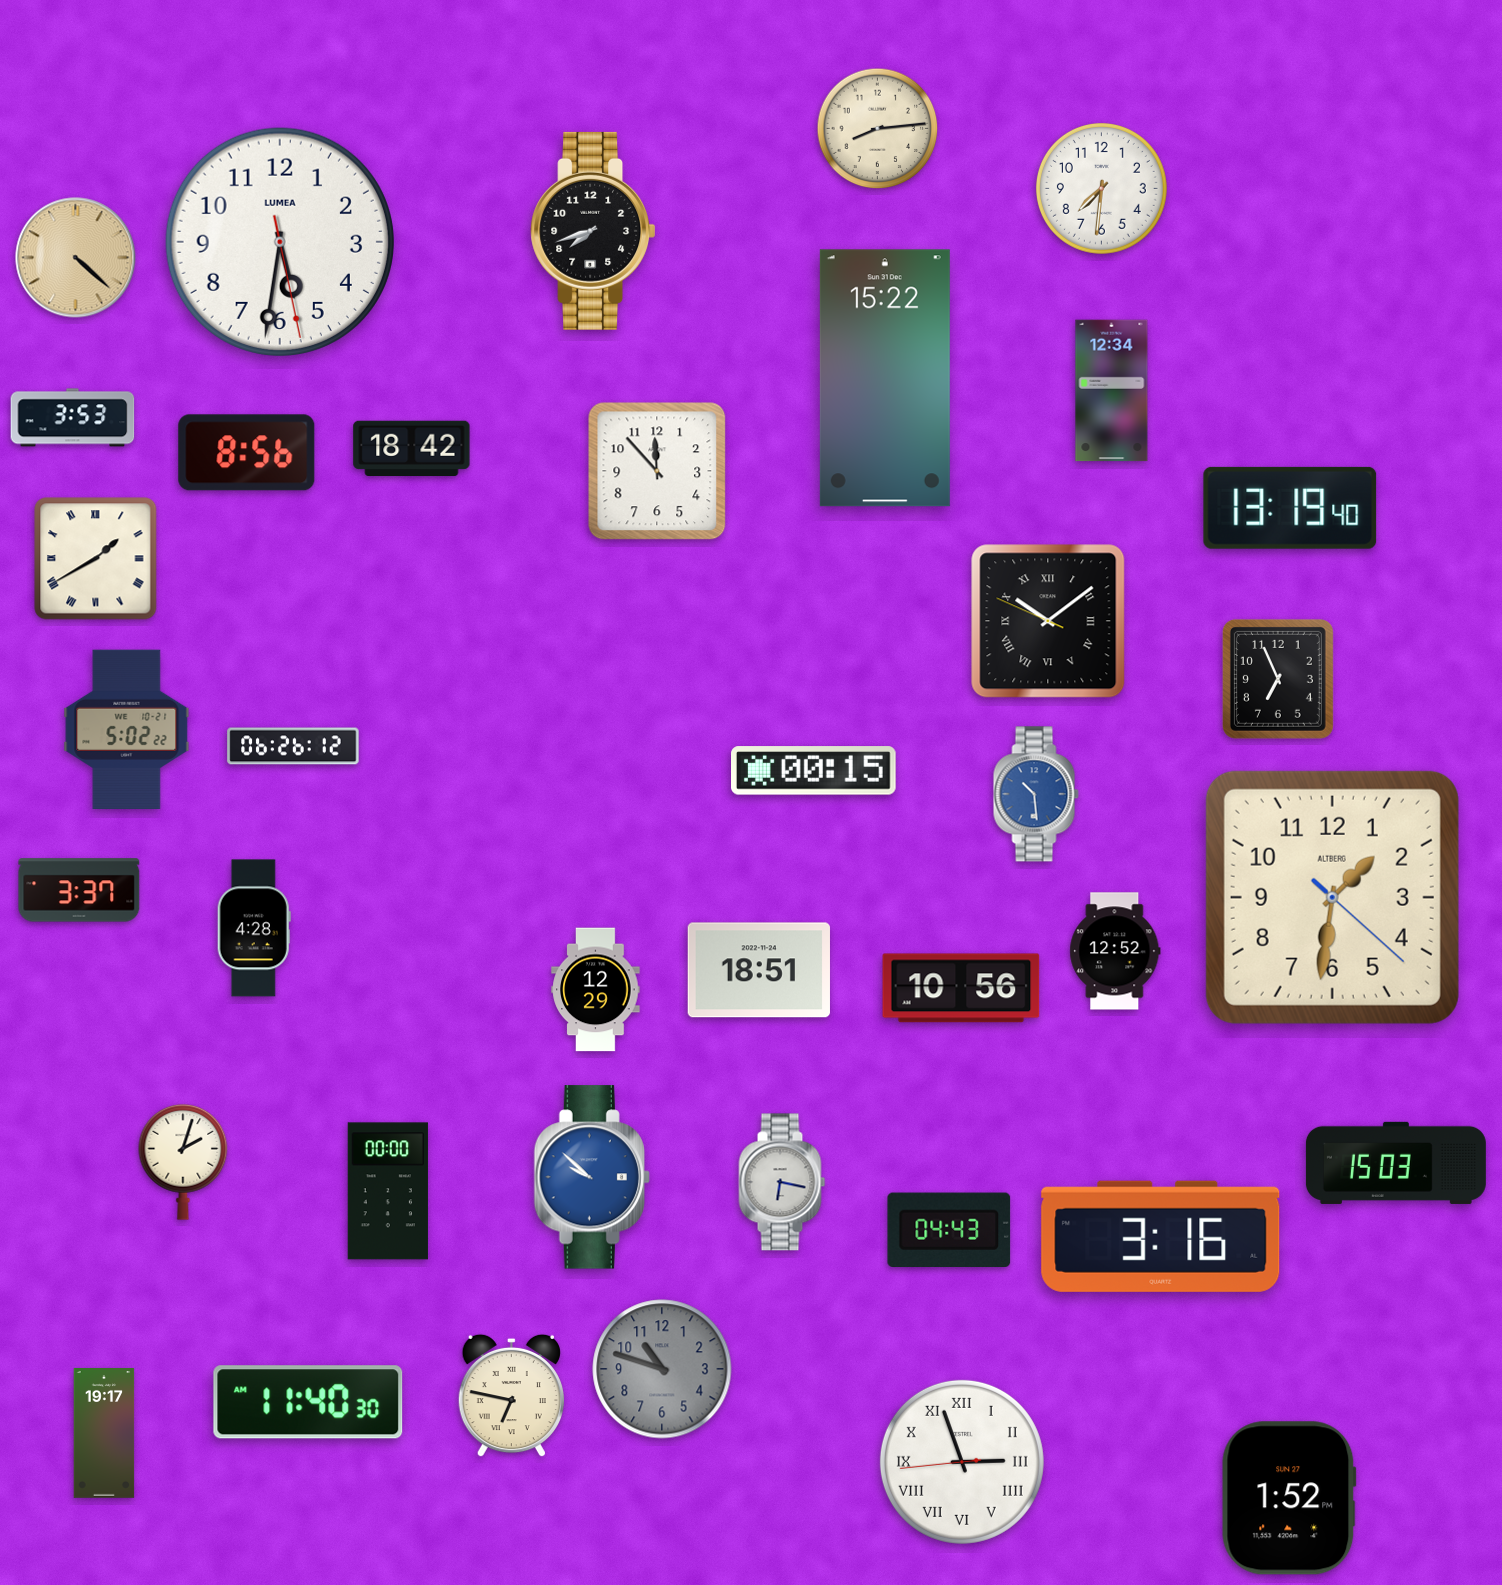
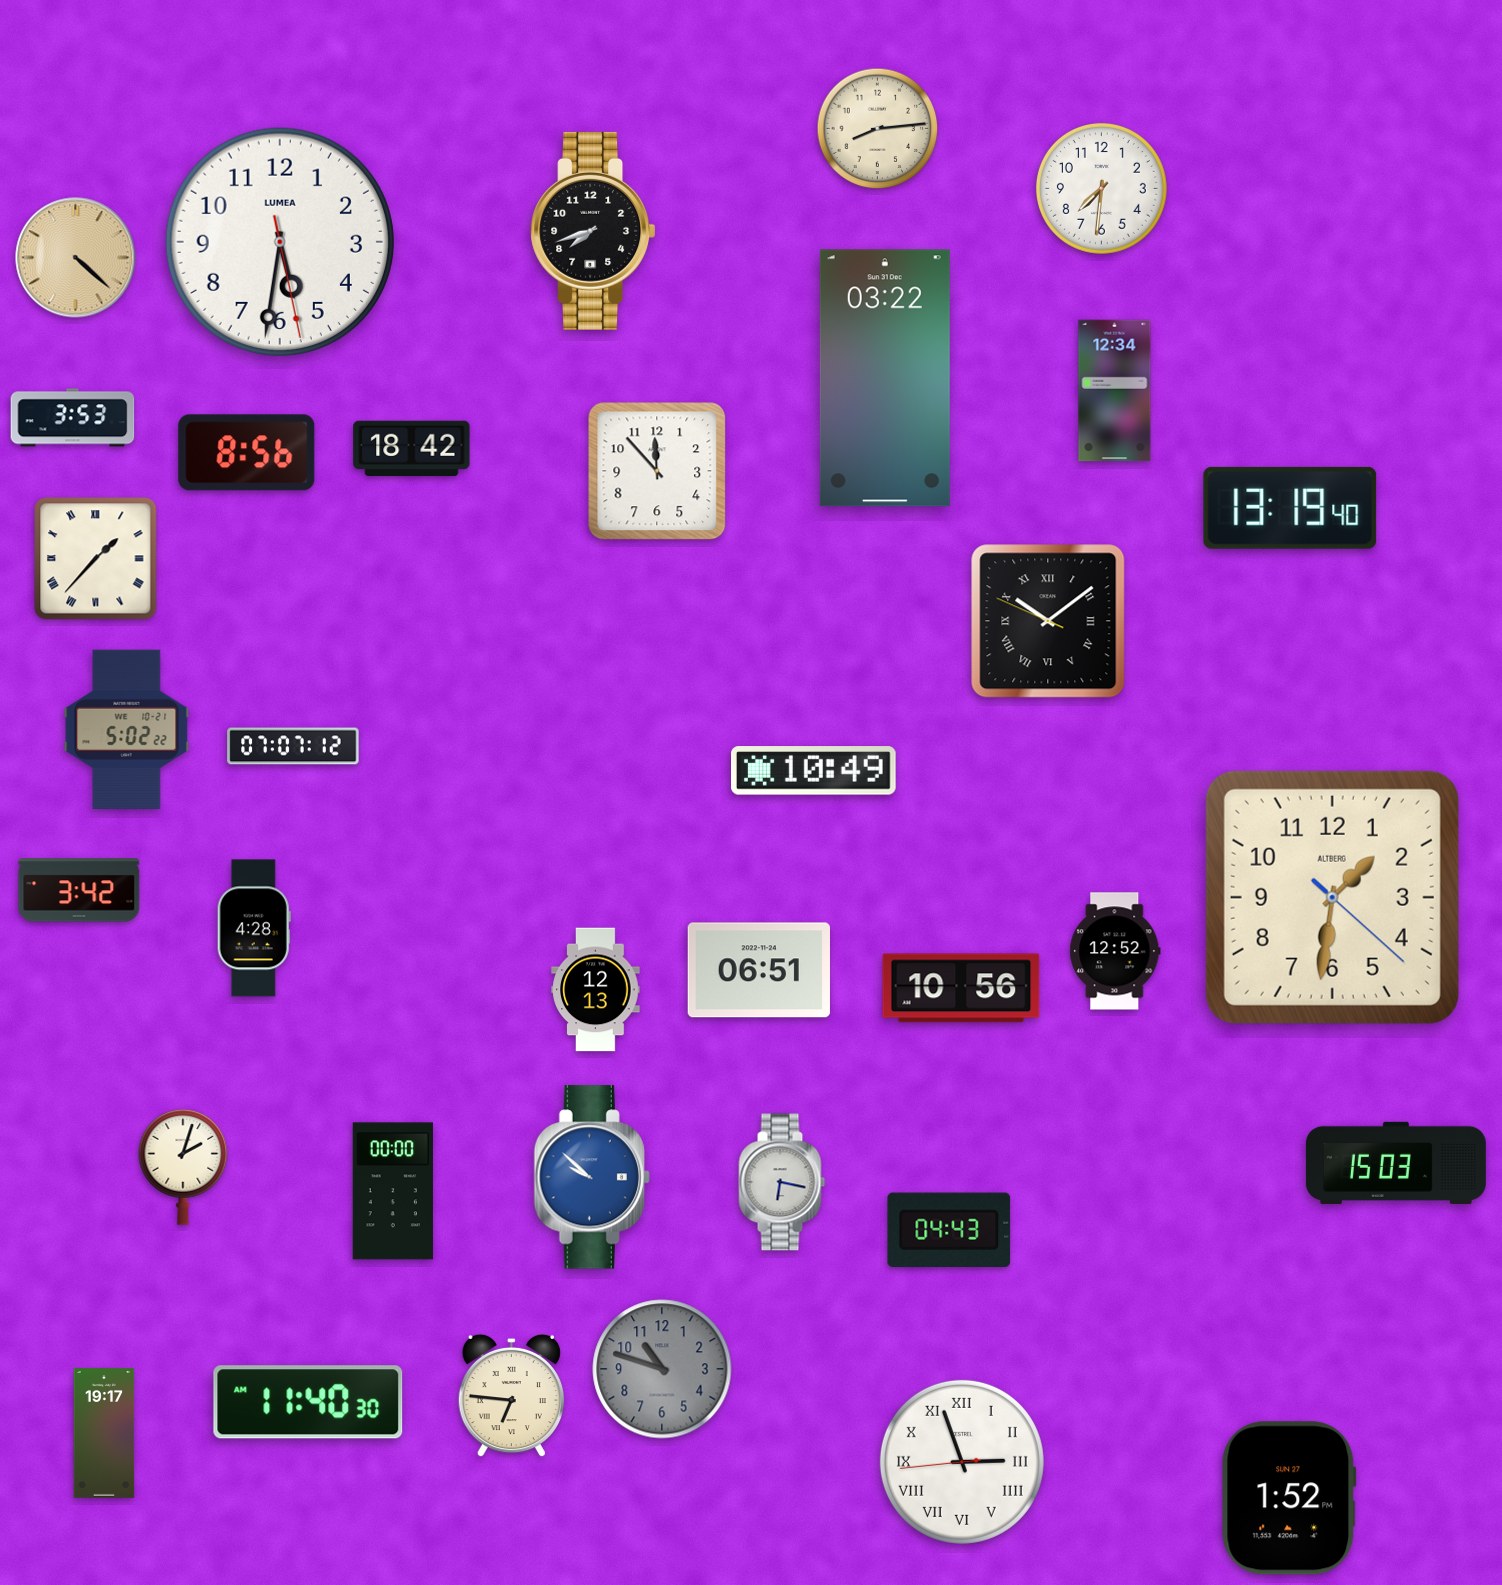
clock at (885, 378): 15:22 -> 03:22
clock at (1112, 391) position: (1112, 391) -> (1115, 391)
clock at (96, 559): 1:40 -> 1:37
clock at (1278, 679): 6:56 -> none
clock at (293, 746): 06:26 -> 07:07
clock at (814, 771): 00:15 -> 10:49
clock at (1036, 794): 10:29 -> none
clock at (79, 890): 3:37 -> 3:42
clock at (759, 970): 18:51 -> 06:51
clock at (596, 990): 12:29 -> 12:13
clock at (183, 1162) position: (183, 1162) -> (183, 1167)
clock at (388, 1191) position: (388, 1191) -> (393, 1191)
clock at (1161, 1236): 3:16 -> none
clock at (511, 1396): 6:47 -> 6:46
